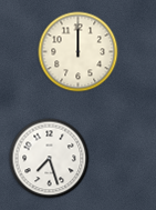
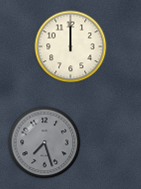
clock at (50, 159) dial: white -> grey
